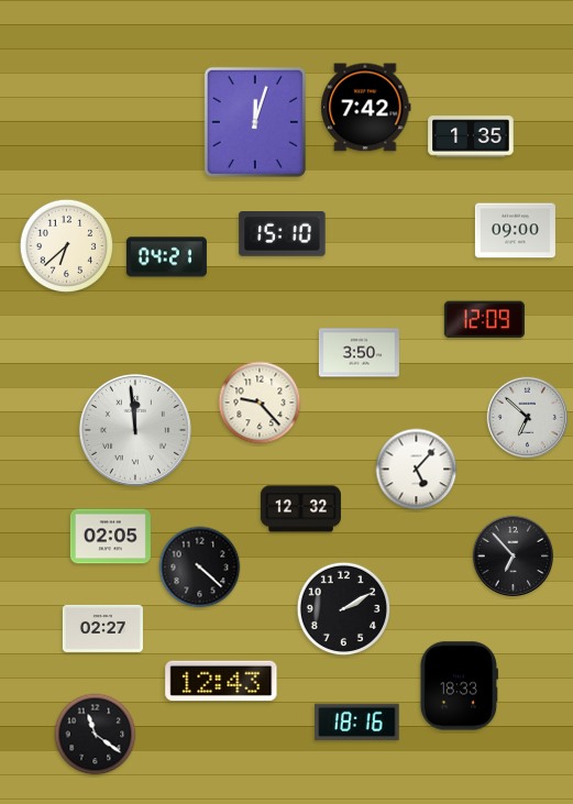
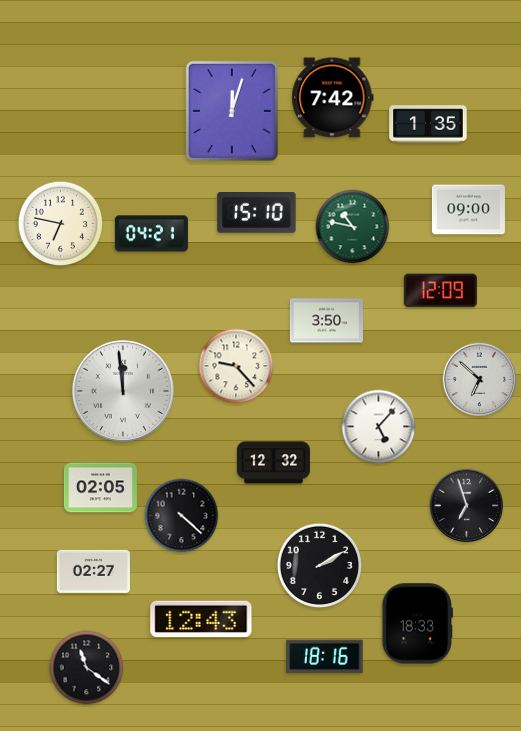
clock at (67, 246): 6:38 -> 6:47
clock at (353, 227): none -> 10:47
clock at (514, 557): 6:53 -> 6:57
clock at (344, 609) position: (344, 609) -> (320, 566)
